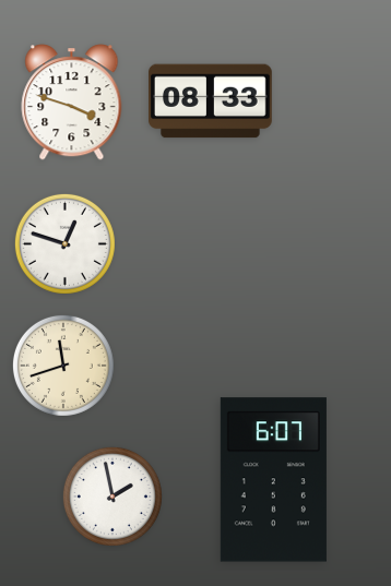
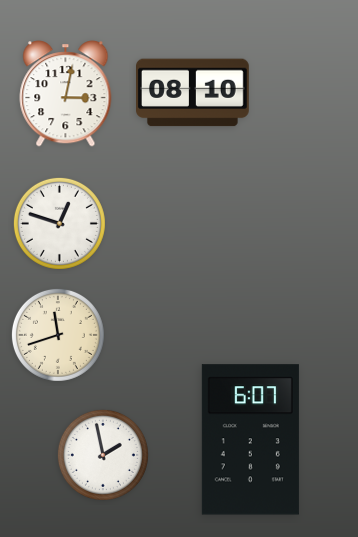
clock at (211, 101): 08:33 -> 08:10
clock at (72, 103): 3:48 -> 3:02
